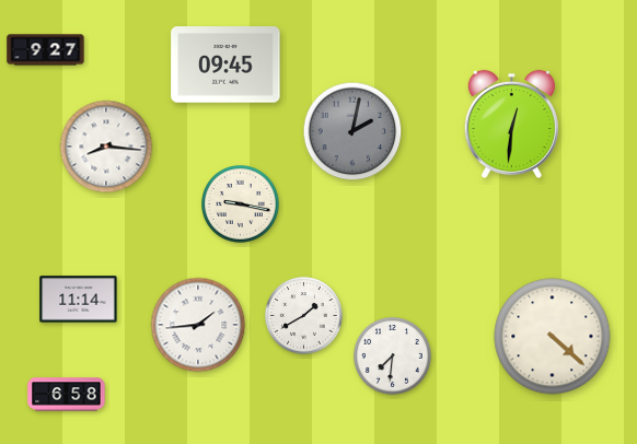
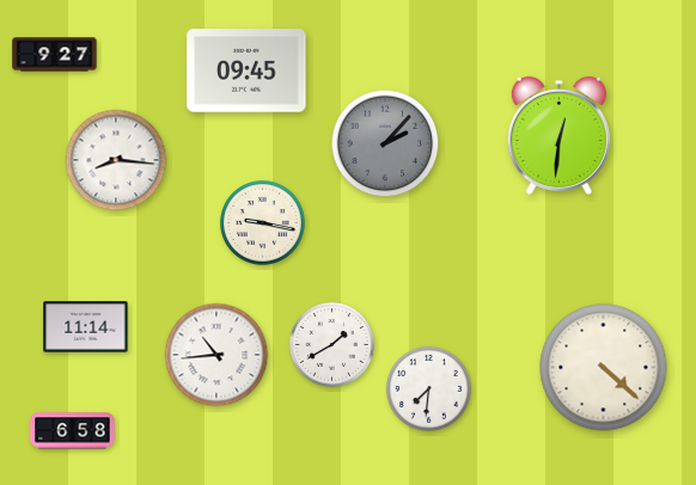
clock at (46, 50) position: (46, 50) -> (55, 55)
clock at (352, 131): 2:02 -> 2:07
clock at (198, 325): 1:44 -> 10:44
